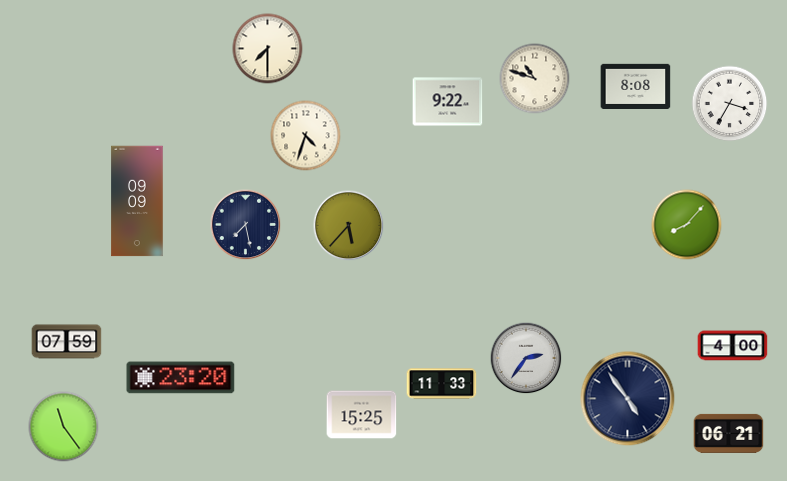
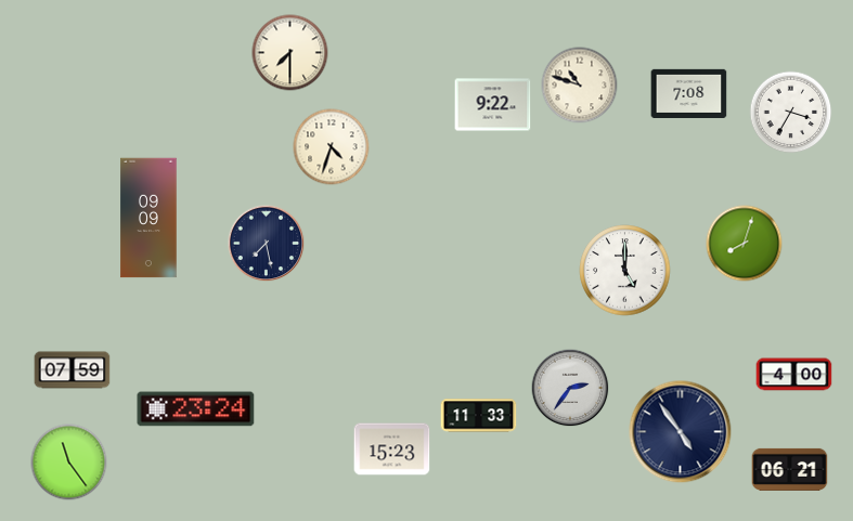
clock at (636, 86): 8:08 -> 7:08
clock at (448, 102) position: (448, 102) -> (493, 105)
clock at (687, 225): 8:07 -> 8:03
clock at (349, 226): 5:37 -> none
clock at (625, 271): none -> 5:00
clock at (181, 378): 23:20 -> 23:24
clock at (362, 415): 15:25 -> 15:23
